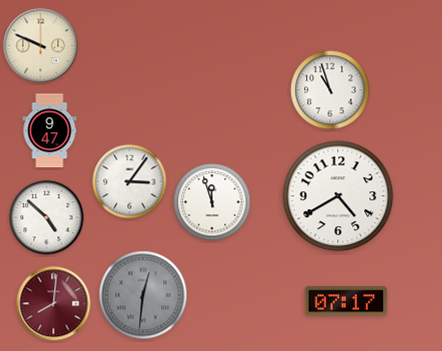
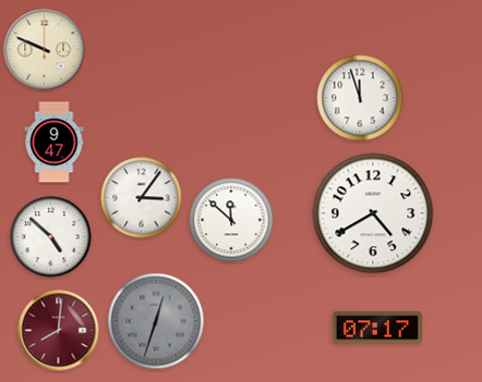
clock at (330, 90): 10:57 -> 11:57
clock at (338, 196) position: (338, 196) -> (373, 213)
clock at (212, 202): 11:57 -> 11:52
clock at (143, 295): 12:31 -> 12:33
